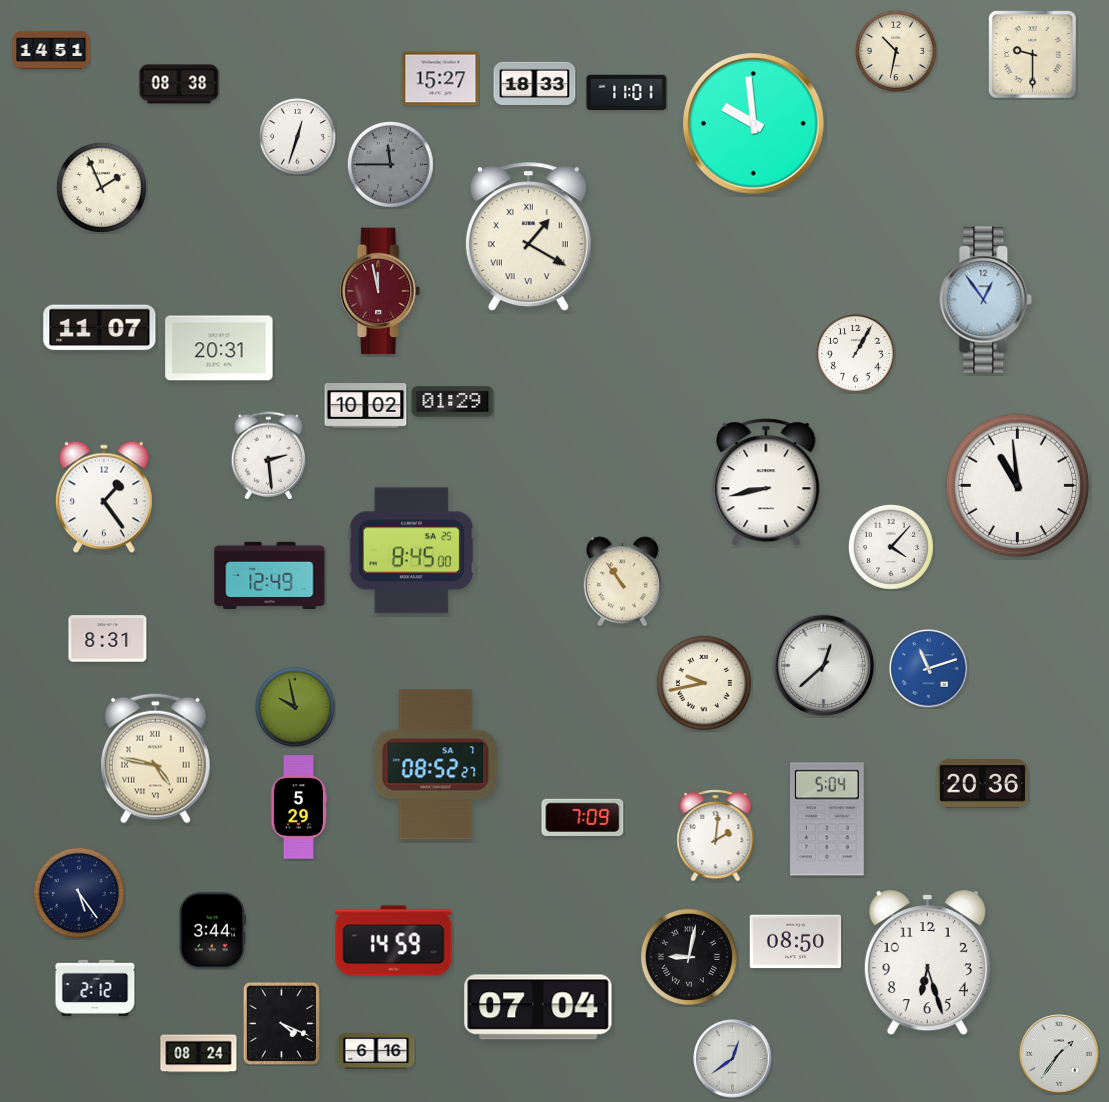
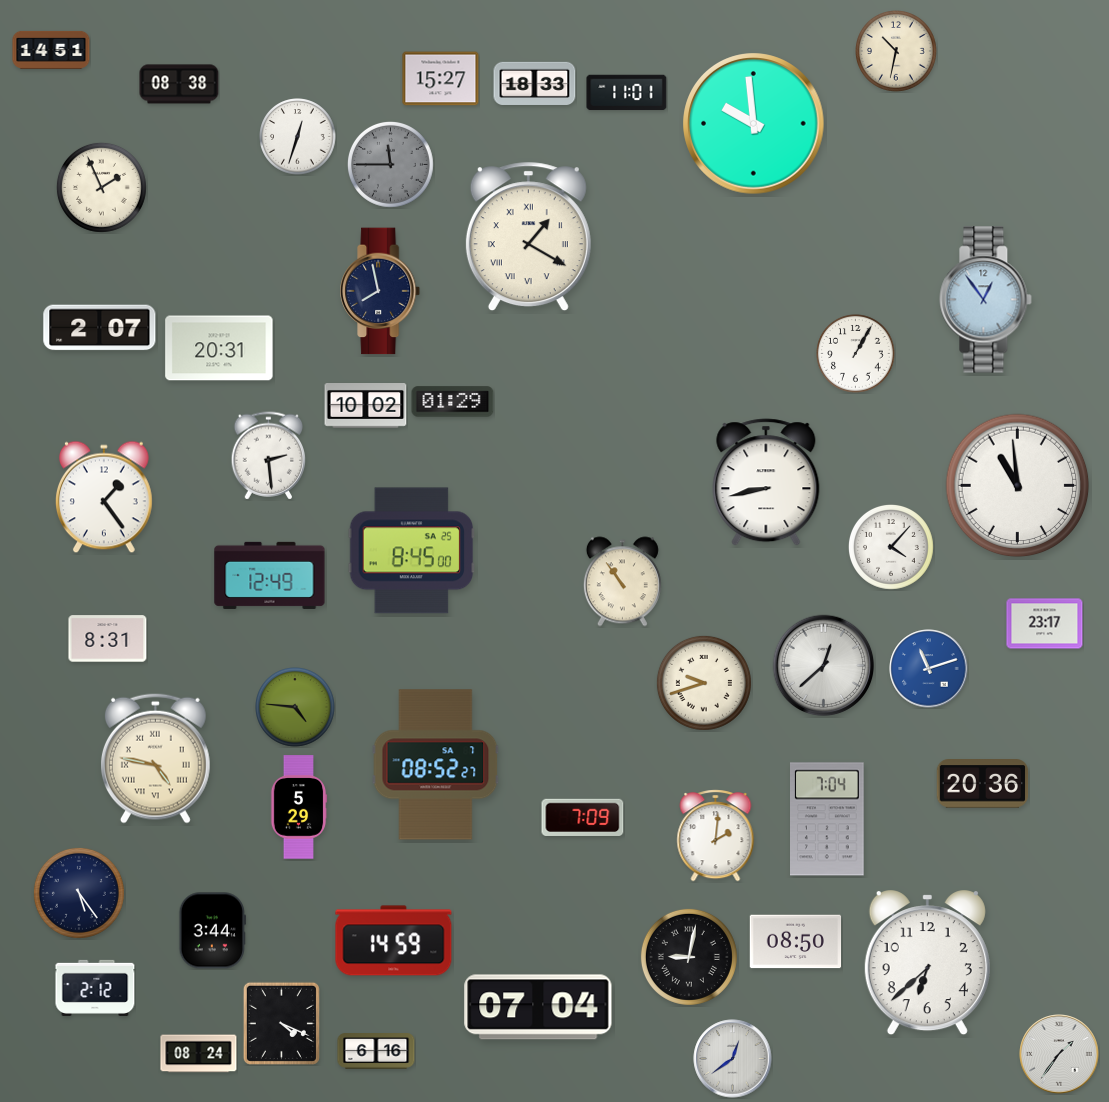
clock at (1033, 55): 9:30 -> none
clock at (381, 291): 11:58 -> 7:58
clock at (381, 291) dial: burgundy -> navy
clock at (100, 328): 11:07 -> 2:07
clock at (1045, 624): none -> 23:17
clock at (704, 683): 9:43 -> 9:42
clock at (296, 708): 9:58 -> 4:46
clock at (827, 819): 5:04 -> 7:04
clock at (927, 964): 6:27 -> 6:38
